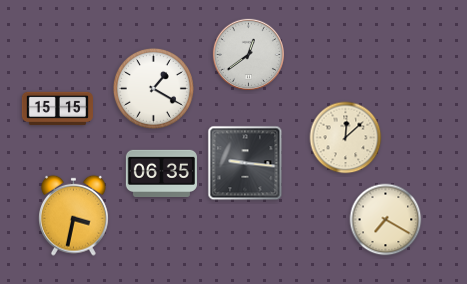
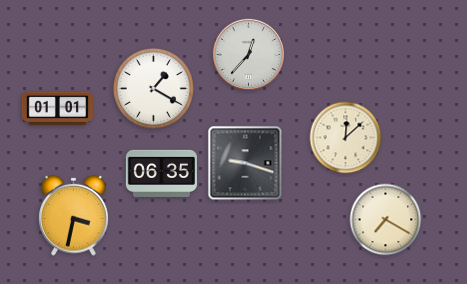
clock at (248, 54): 12:39 -> 12:37
clock at (57, 109): 15:15 -> 01:01
clock at (245, 163): 9:16 -> 9:18
